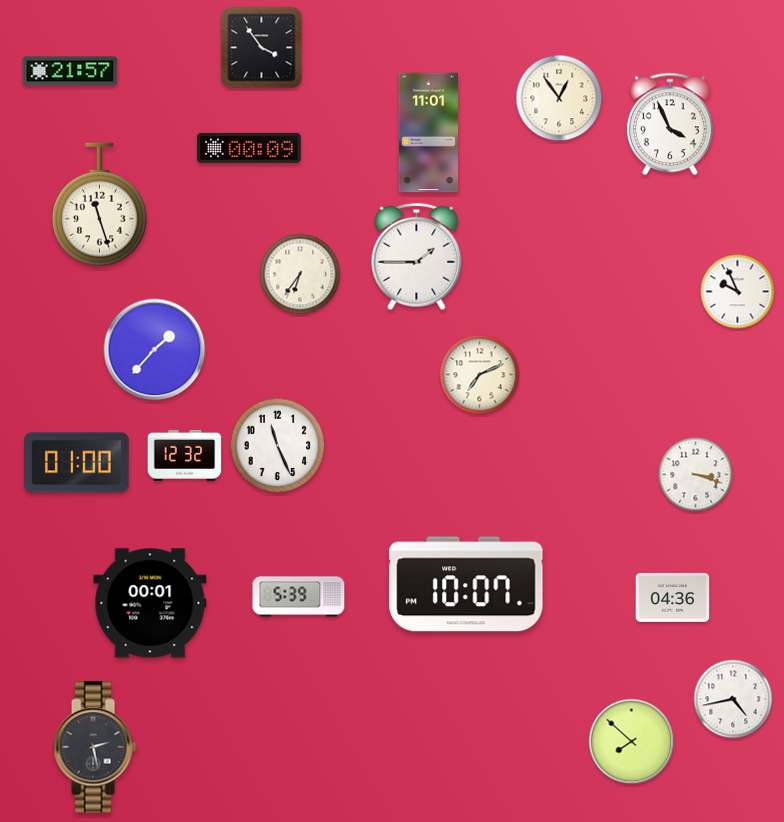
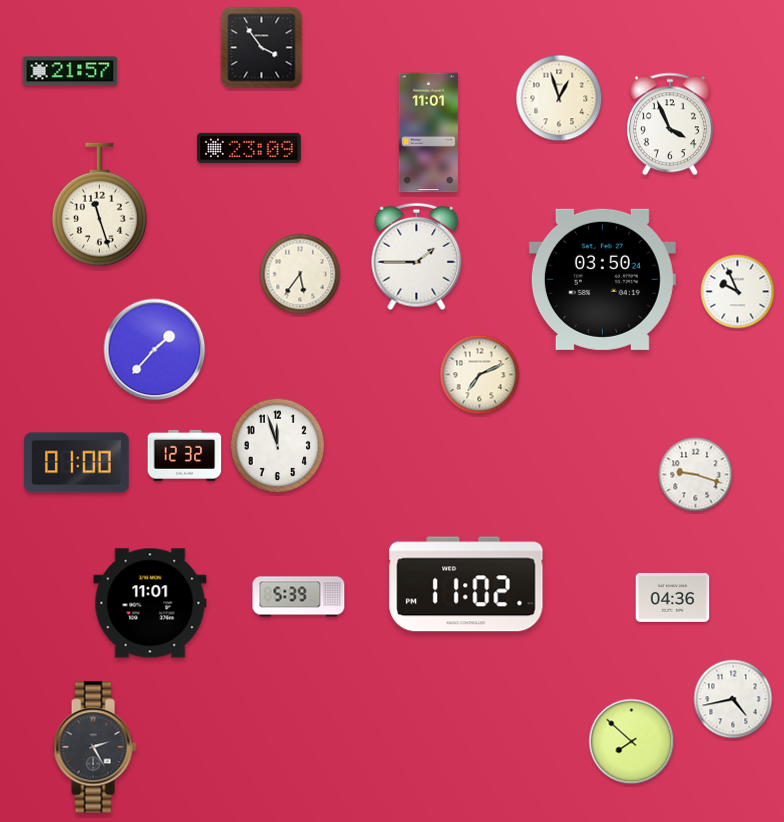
clock at (559, 98): 12:54 -> 12:57
clock at (250, 148): 00:09 -> 23:09
clock at (300, 274): 6:36 -> 5:36
clock at (602, 279): none -> 03:50
clock at (278, 446): 11:26 -> 11:57
clock at (696, 475): 3:18 -> 9:18
clock at (466, 584): 10:07 -> 11:02
clock at (150, 603): 00:01 -> 11:01
clock at (95, 747): 2:28 -> 2:25
